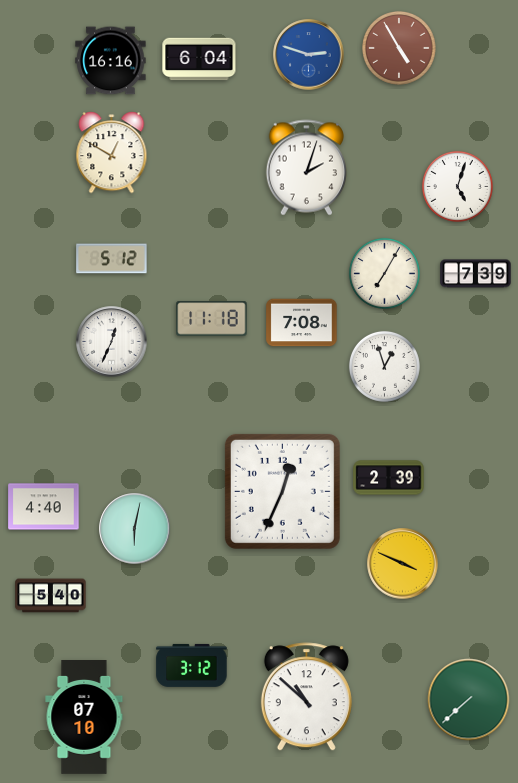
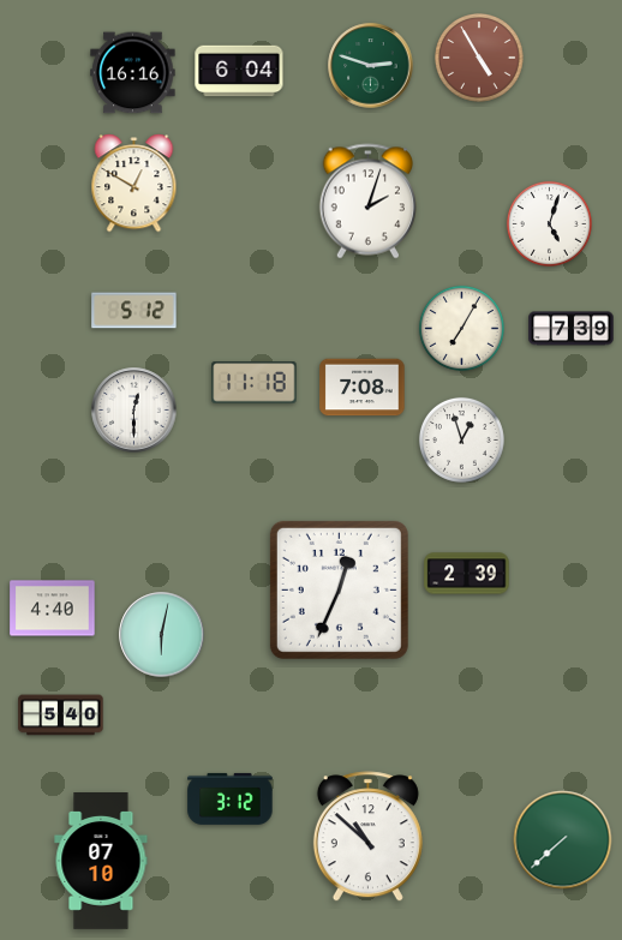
clock at (309, 55) dial: blue -> green
clock at (112, 342): 12:34 -> 12:30
clock at (403, 564): 3:49 -> none
